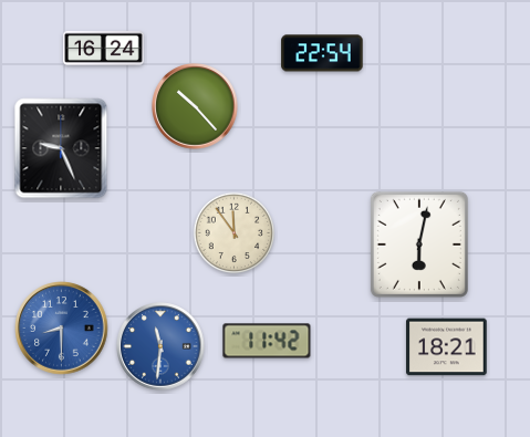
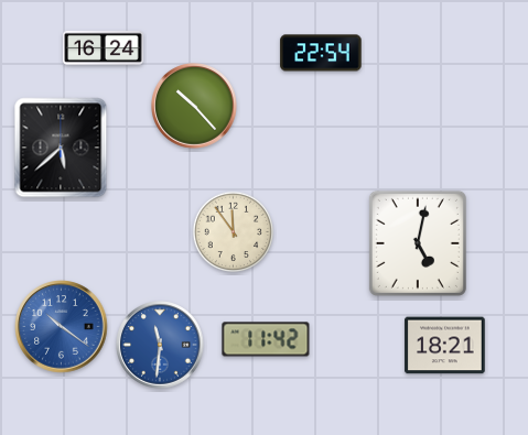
clock at (61, 148): 9:26 -> 5:38
clock at (419, 244): 6:02 -> 5:02
clock at (62, 329): 8:30 -> 10:21
